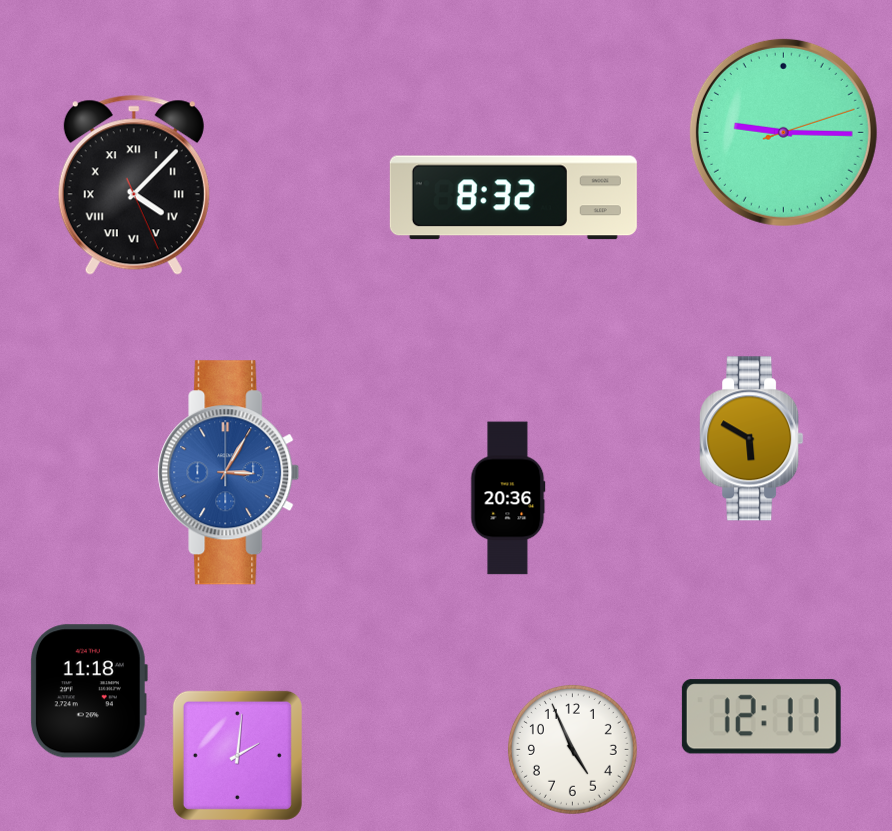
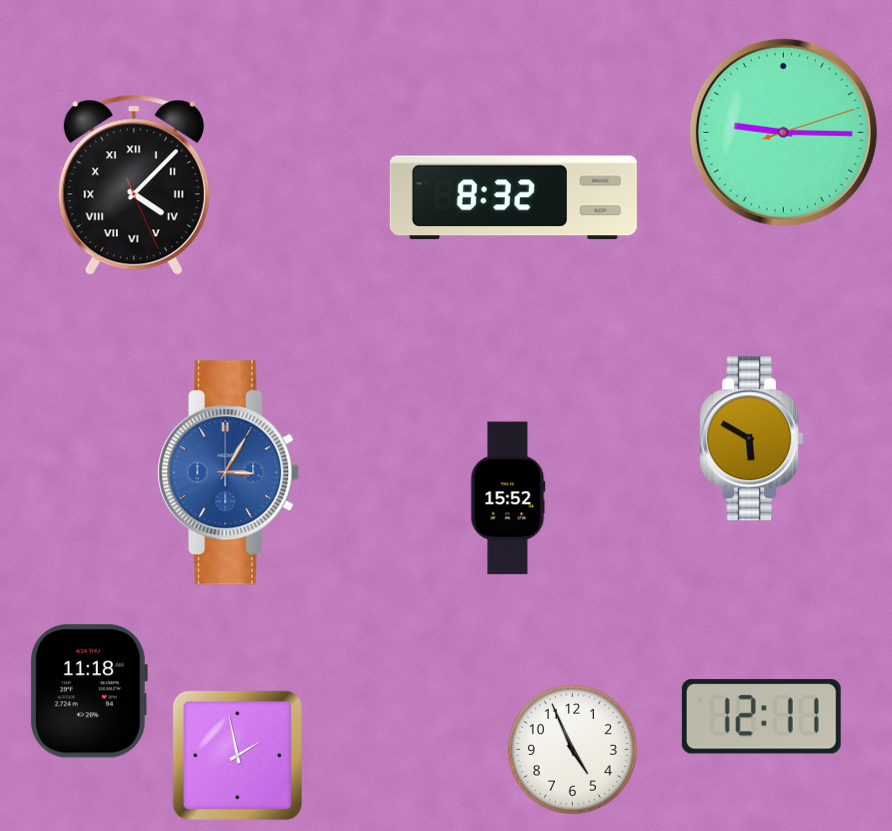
clock at (508, 498): 20:36 -> 15:52
clock at (237, 755): 2:01 -> 1:58
